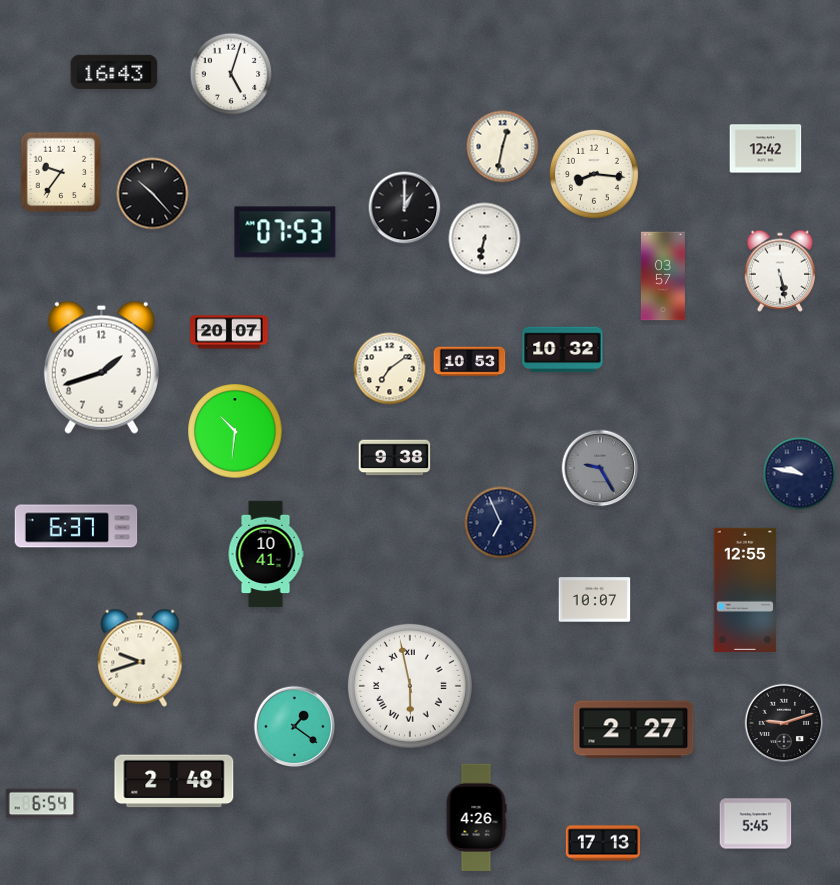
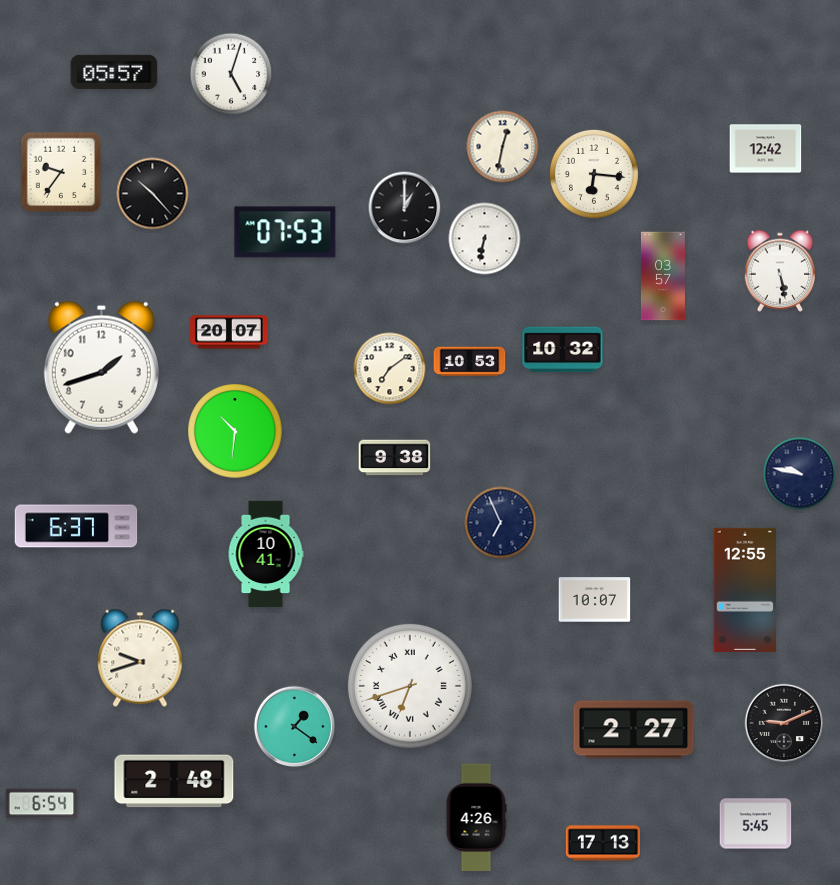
clock at (114, 72): 16:43 -> 05:57
clock at (594, 174): 8:16 -> 6:16
clock at (600, 468): 9:25 -> none
clock at (410, 686): 5:58 -> 6:42
clock at (784, 723): 9:12 -> 9:11
